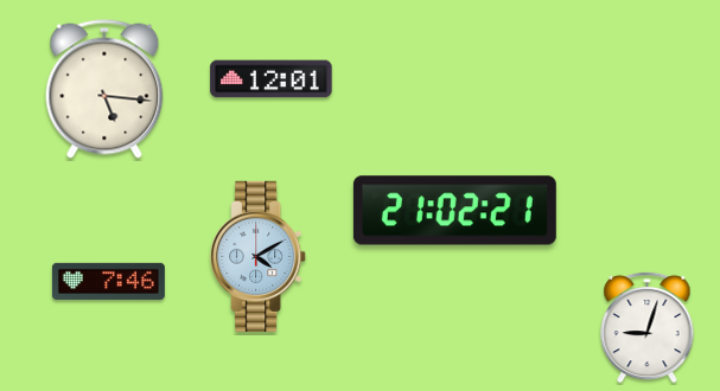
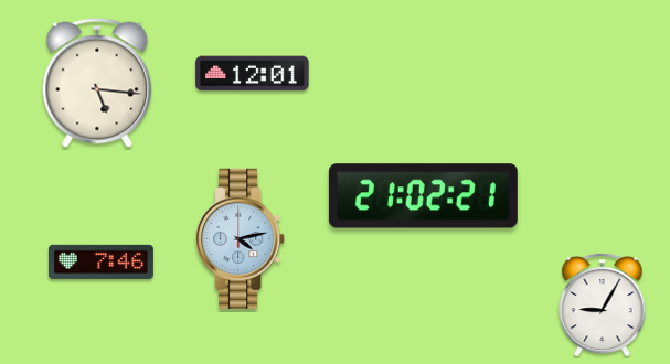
clock at (259, 256): 4:10 -> 4:13
clock at (648, 327): 9:03 -> 9:05
